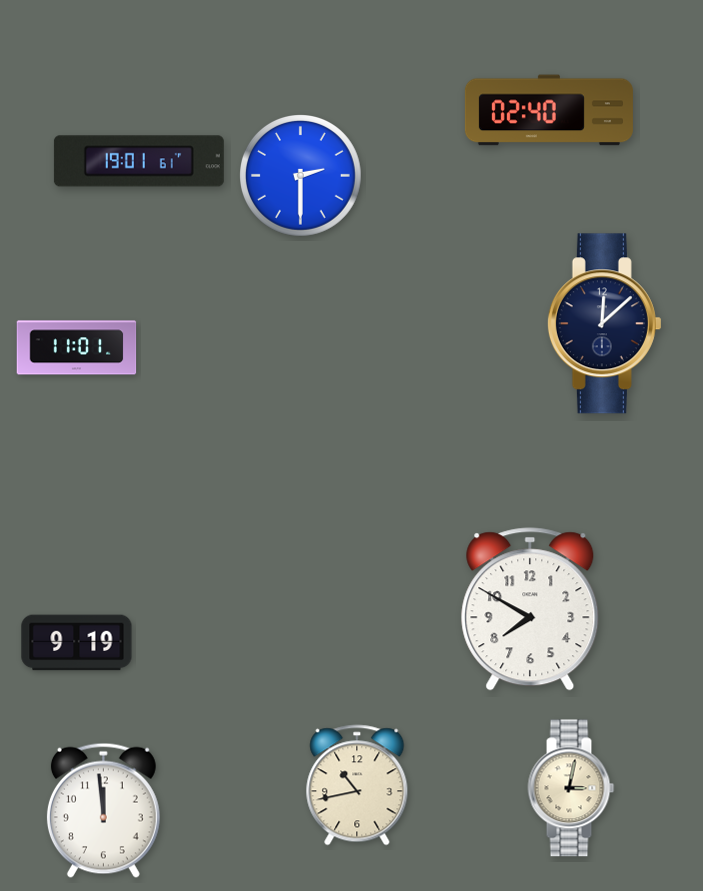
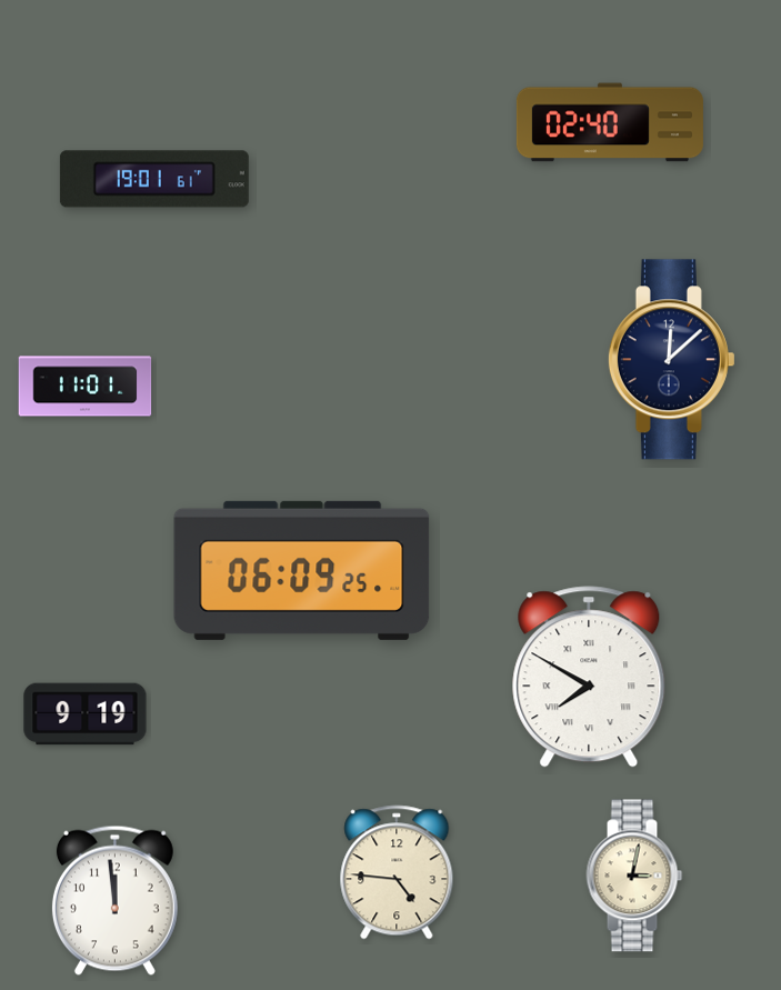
clock at (301, 176): 2:30 -> none
clock at (302, 570): none -> 06:09
clock at (530, 609) numerals: Arabic -> Roman
clock at (357, 785): 10:43 -> 4:46
